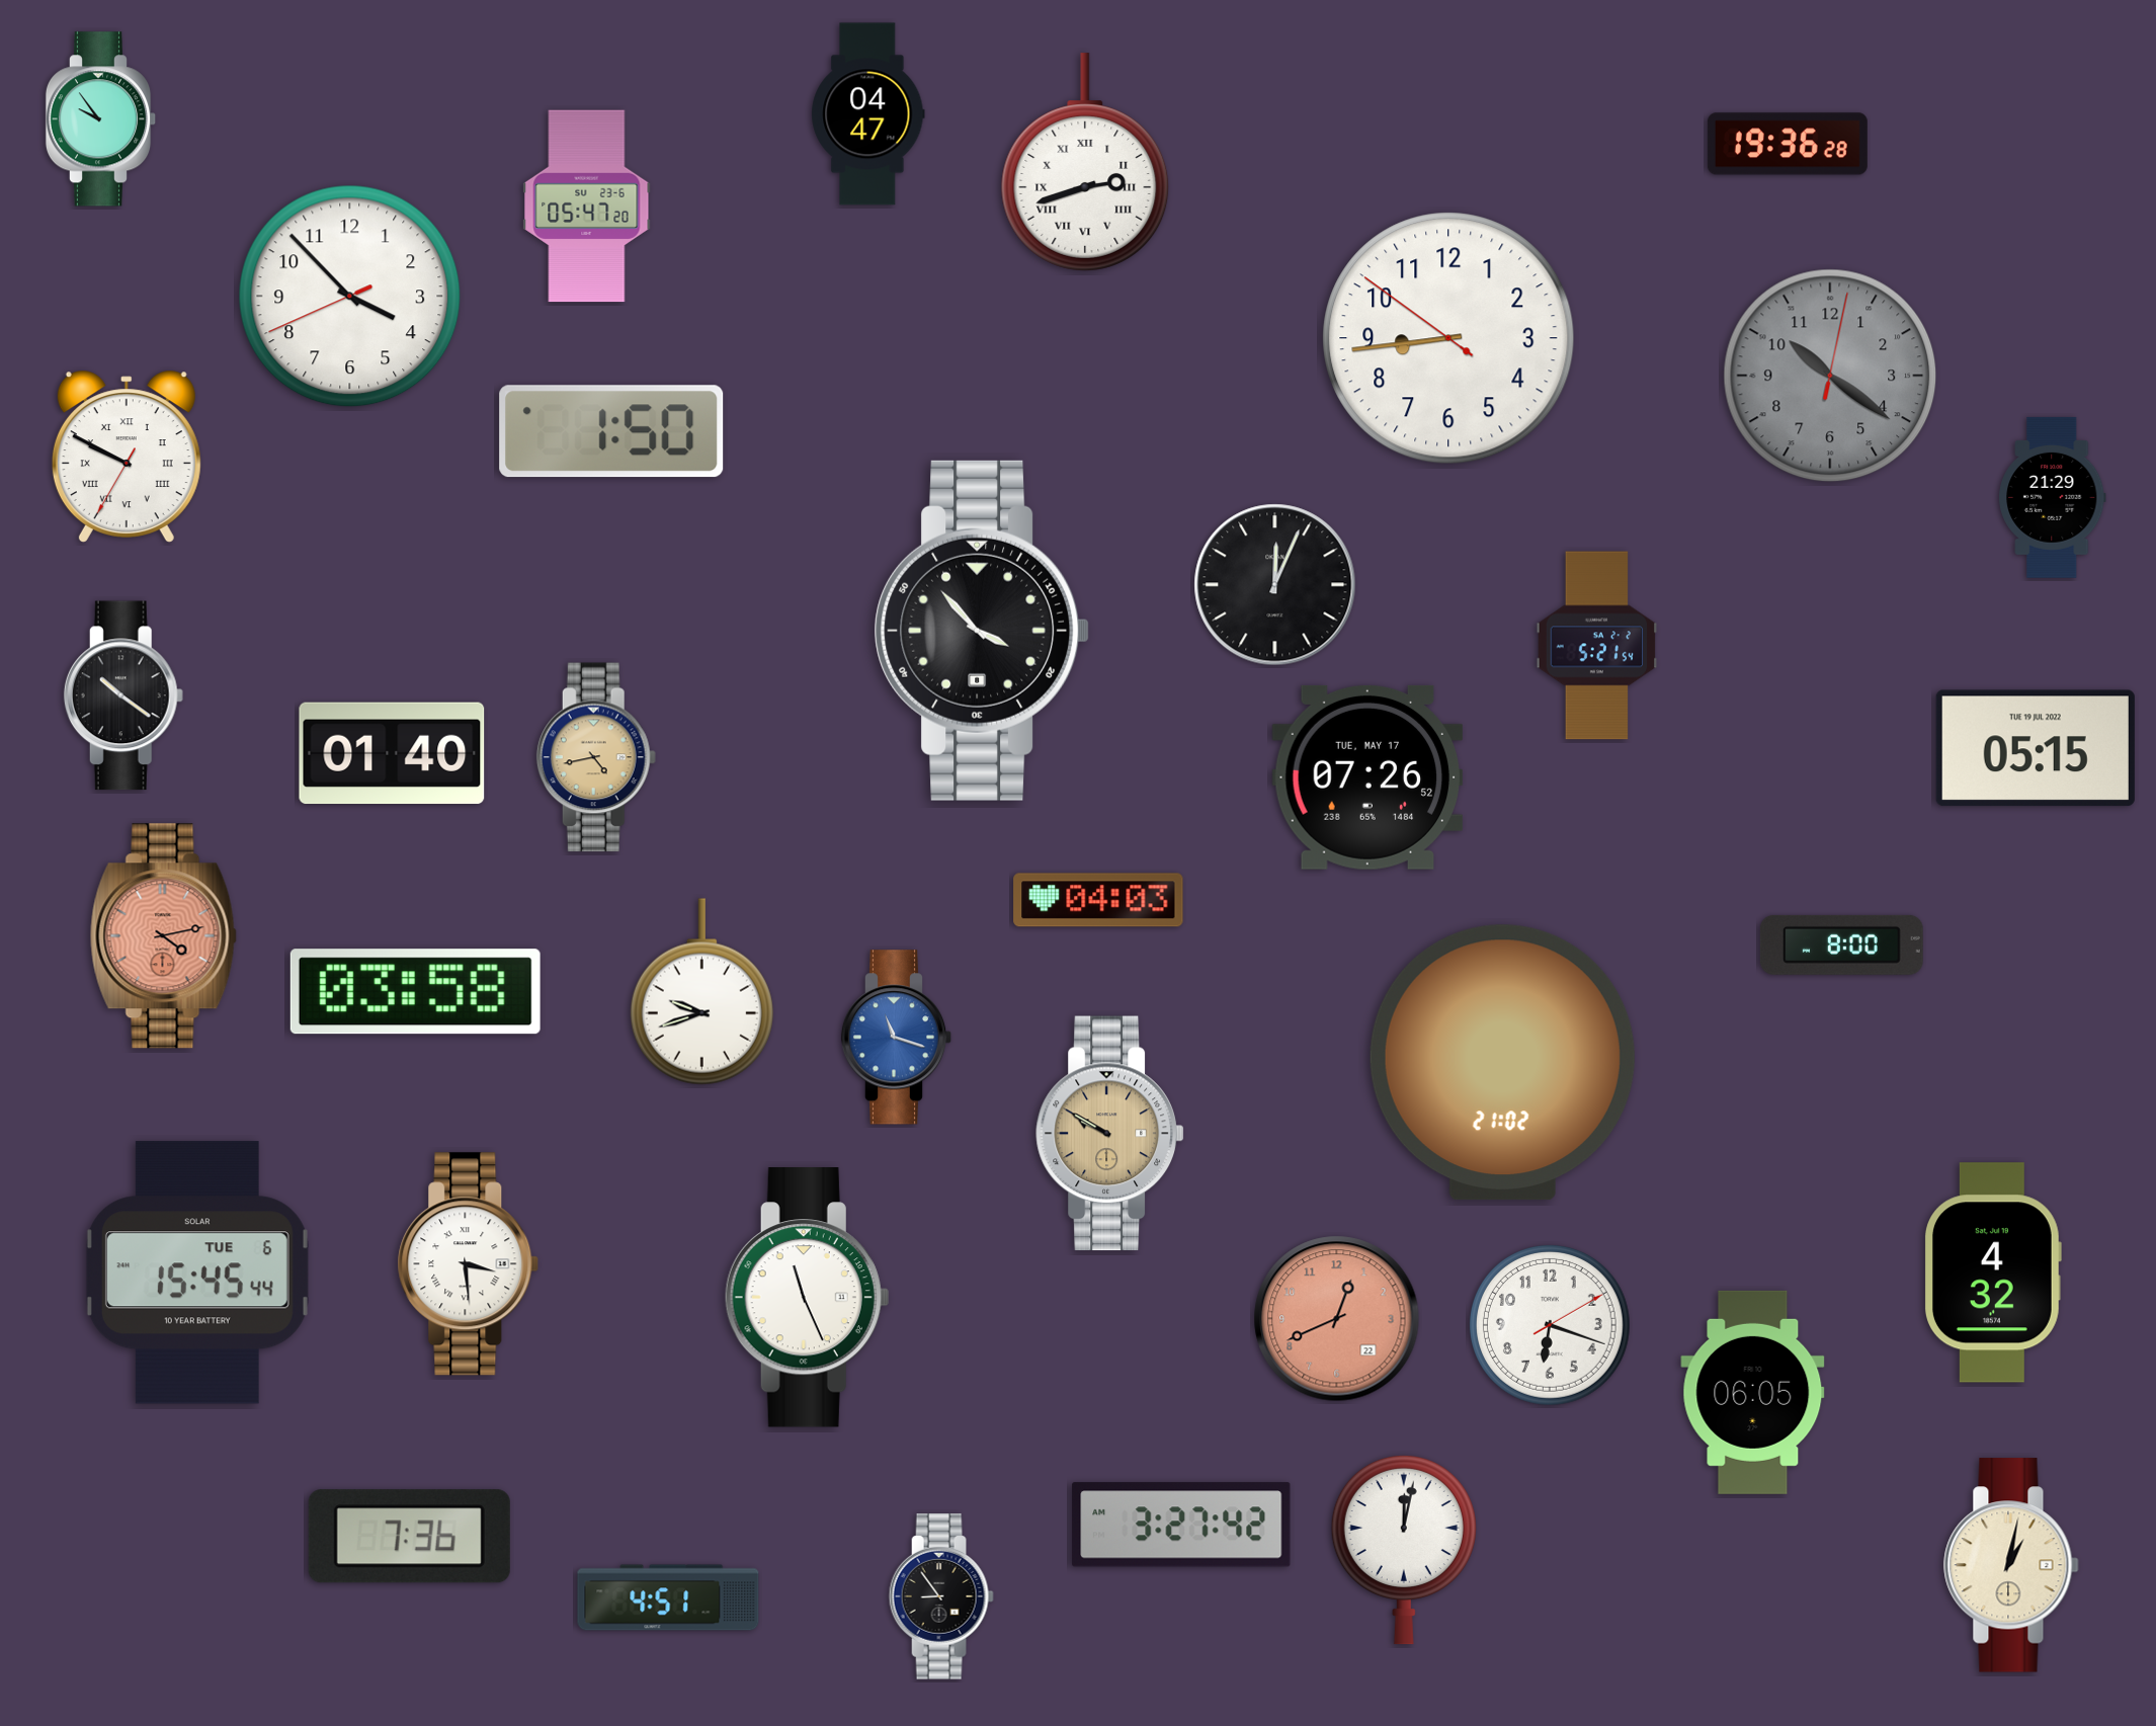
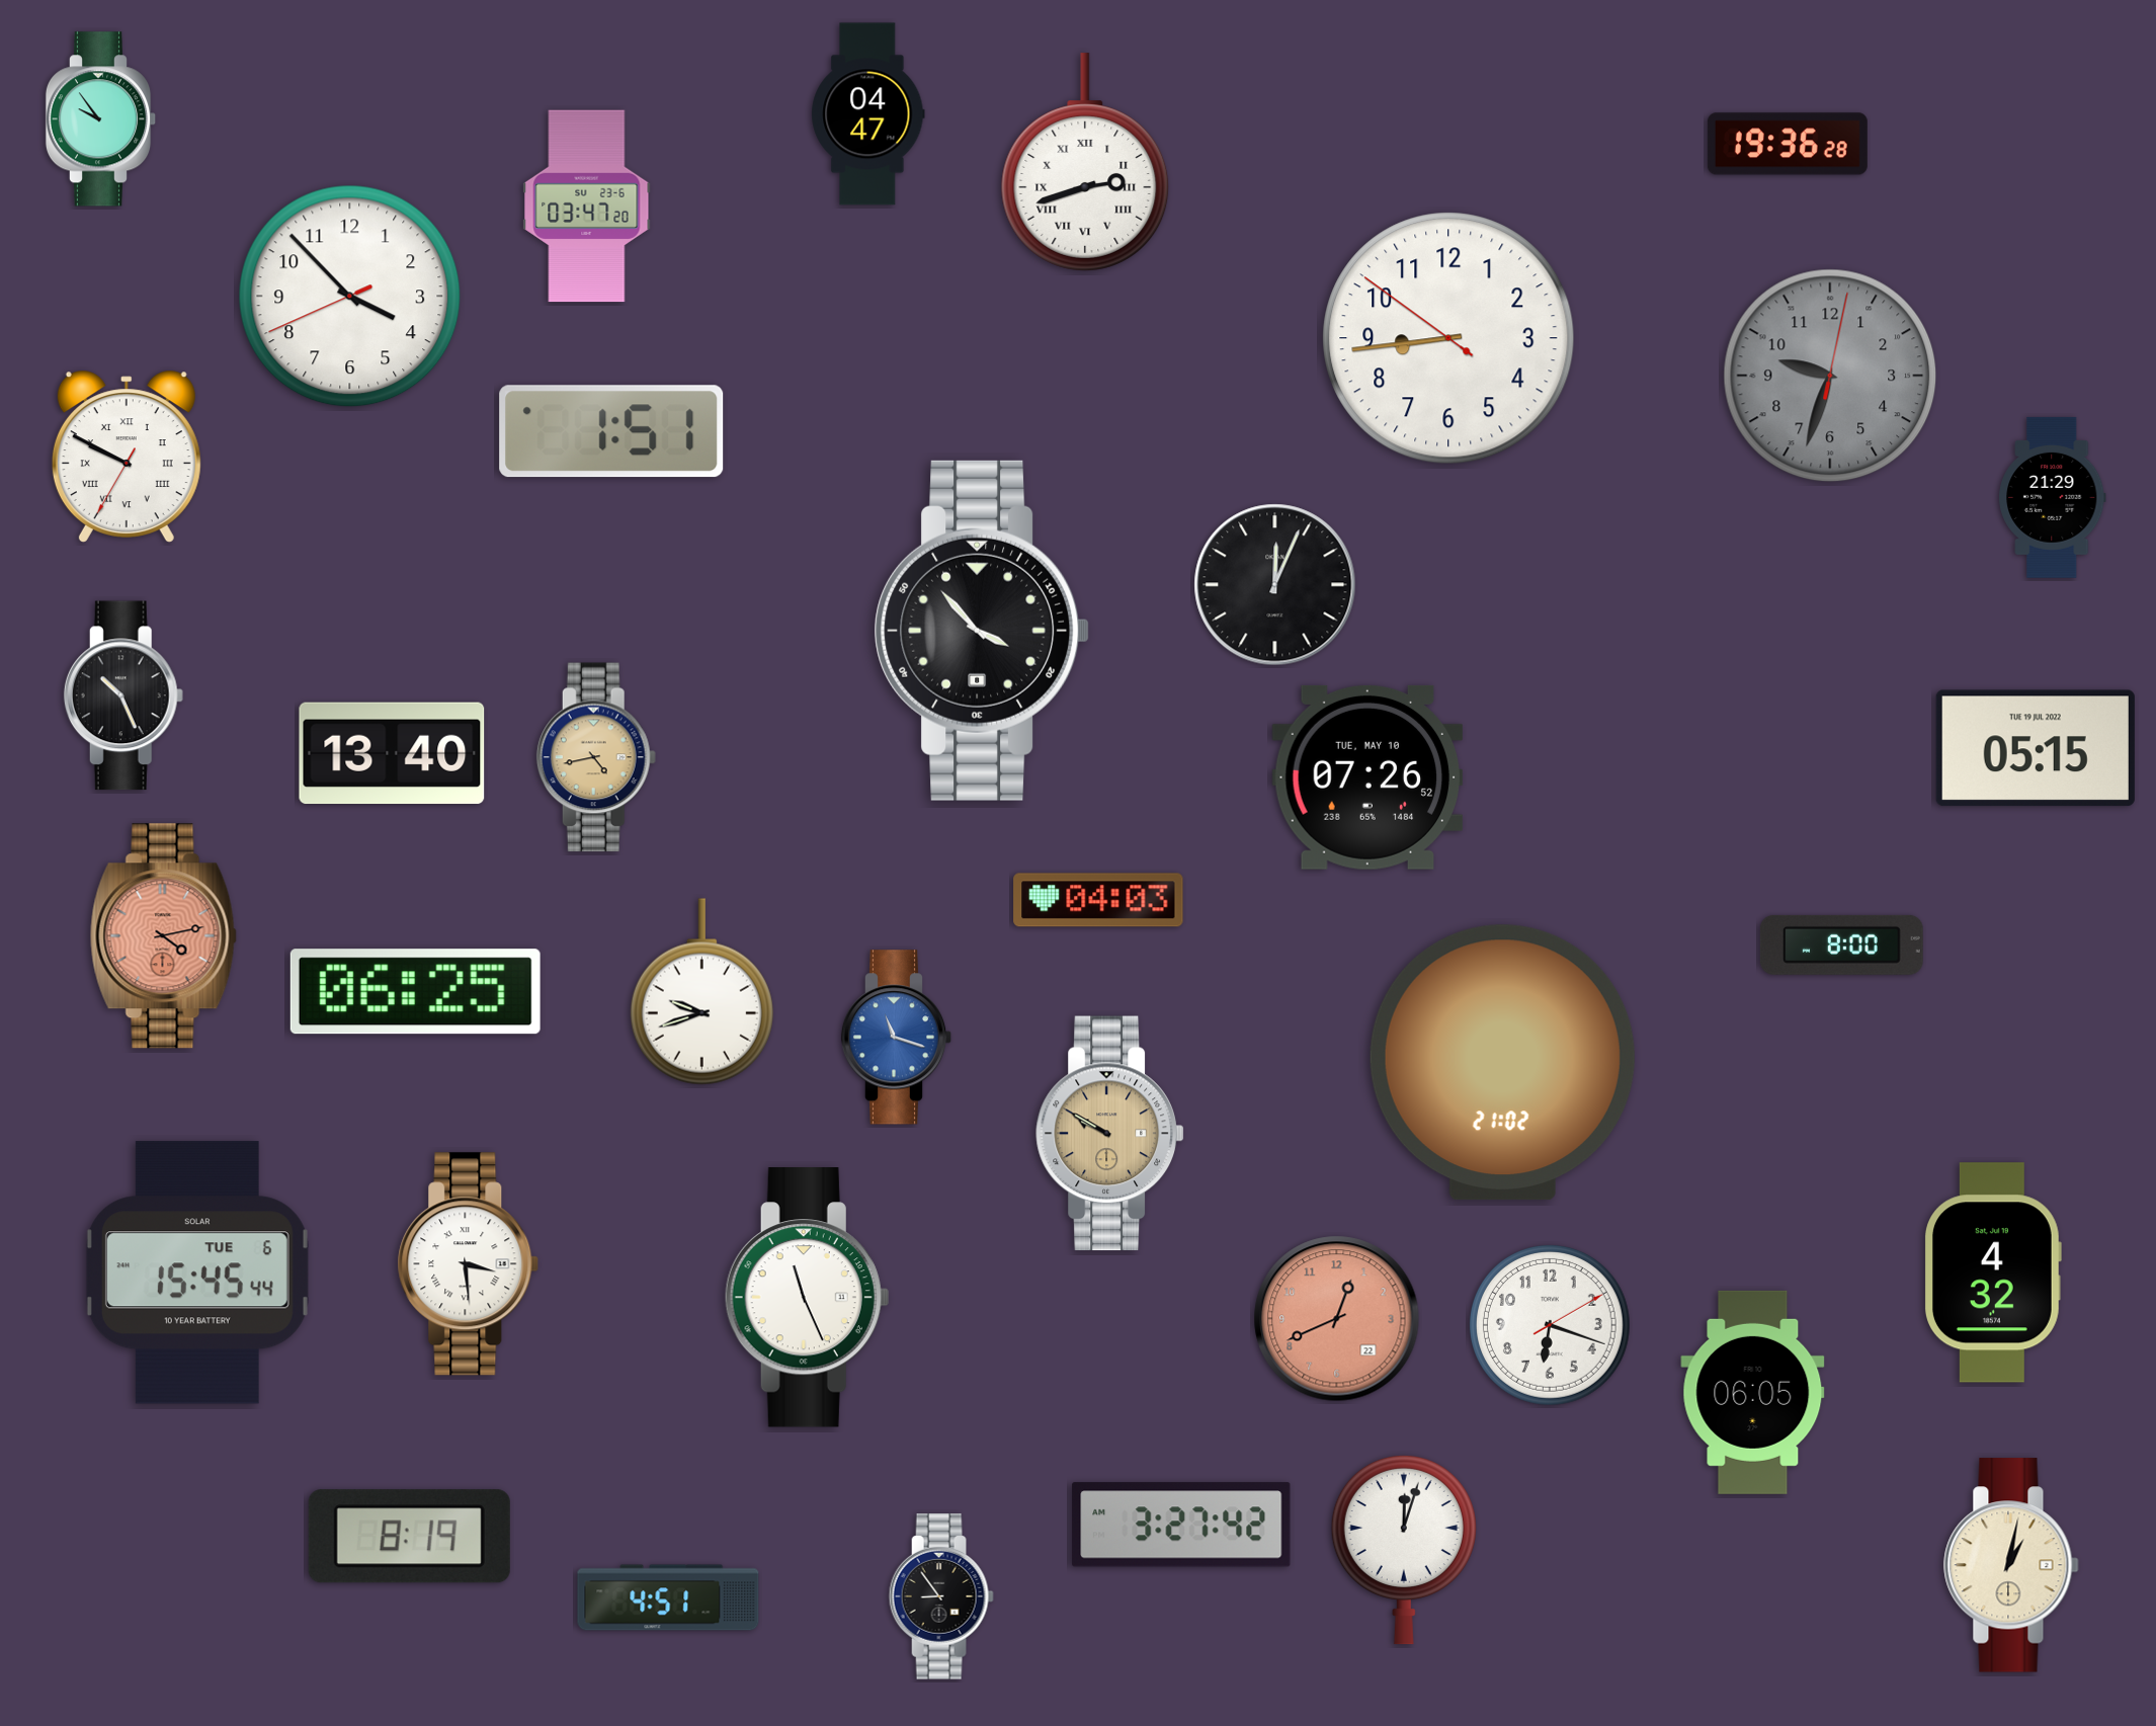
clock at (587, 207): 05:47 -> 03:47
clock at (1830, 376): 10:21 -> 9:33
clock at (611, 431): 1:50 -> 1:51
clock at (1597, 646): 5:21 -> none
clock at (123, 695): 10:21 -> 10:26
clock at (392, 753): 01:40 -> 13:40
clock at (1367, 777) date: TUE, MAY 17 -> TUE, MAY 10
clock at (415, 992): 03:58 -> 06:25
clock at (409, 1537): 7:36 -> 8:19
clock at (1404, 1550): 12:02 -> 12:03
